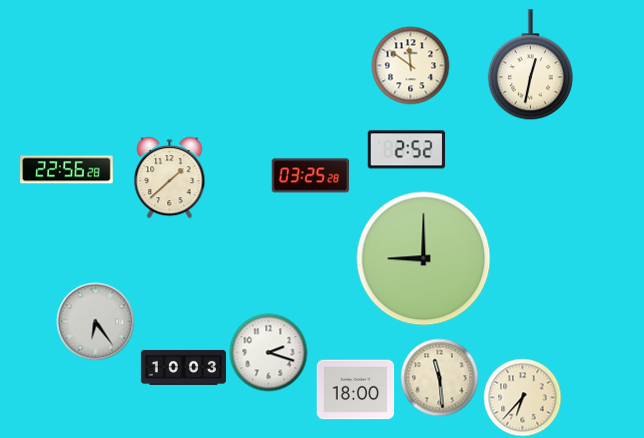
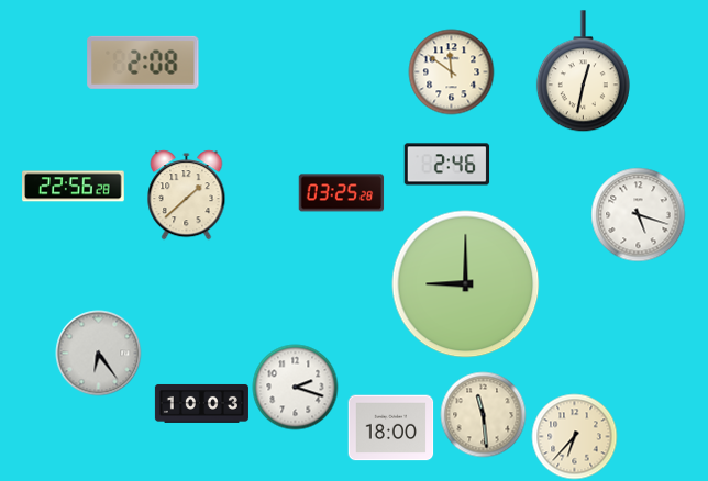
clock at (143, 63): none -> 2:08
clock at (406, 150): 2:52 -> 2:46
clock at (638, 214): none -> 5:18
clock at (95, 321) position: (95, 321) -> (98, 353)
